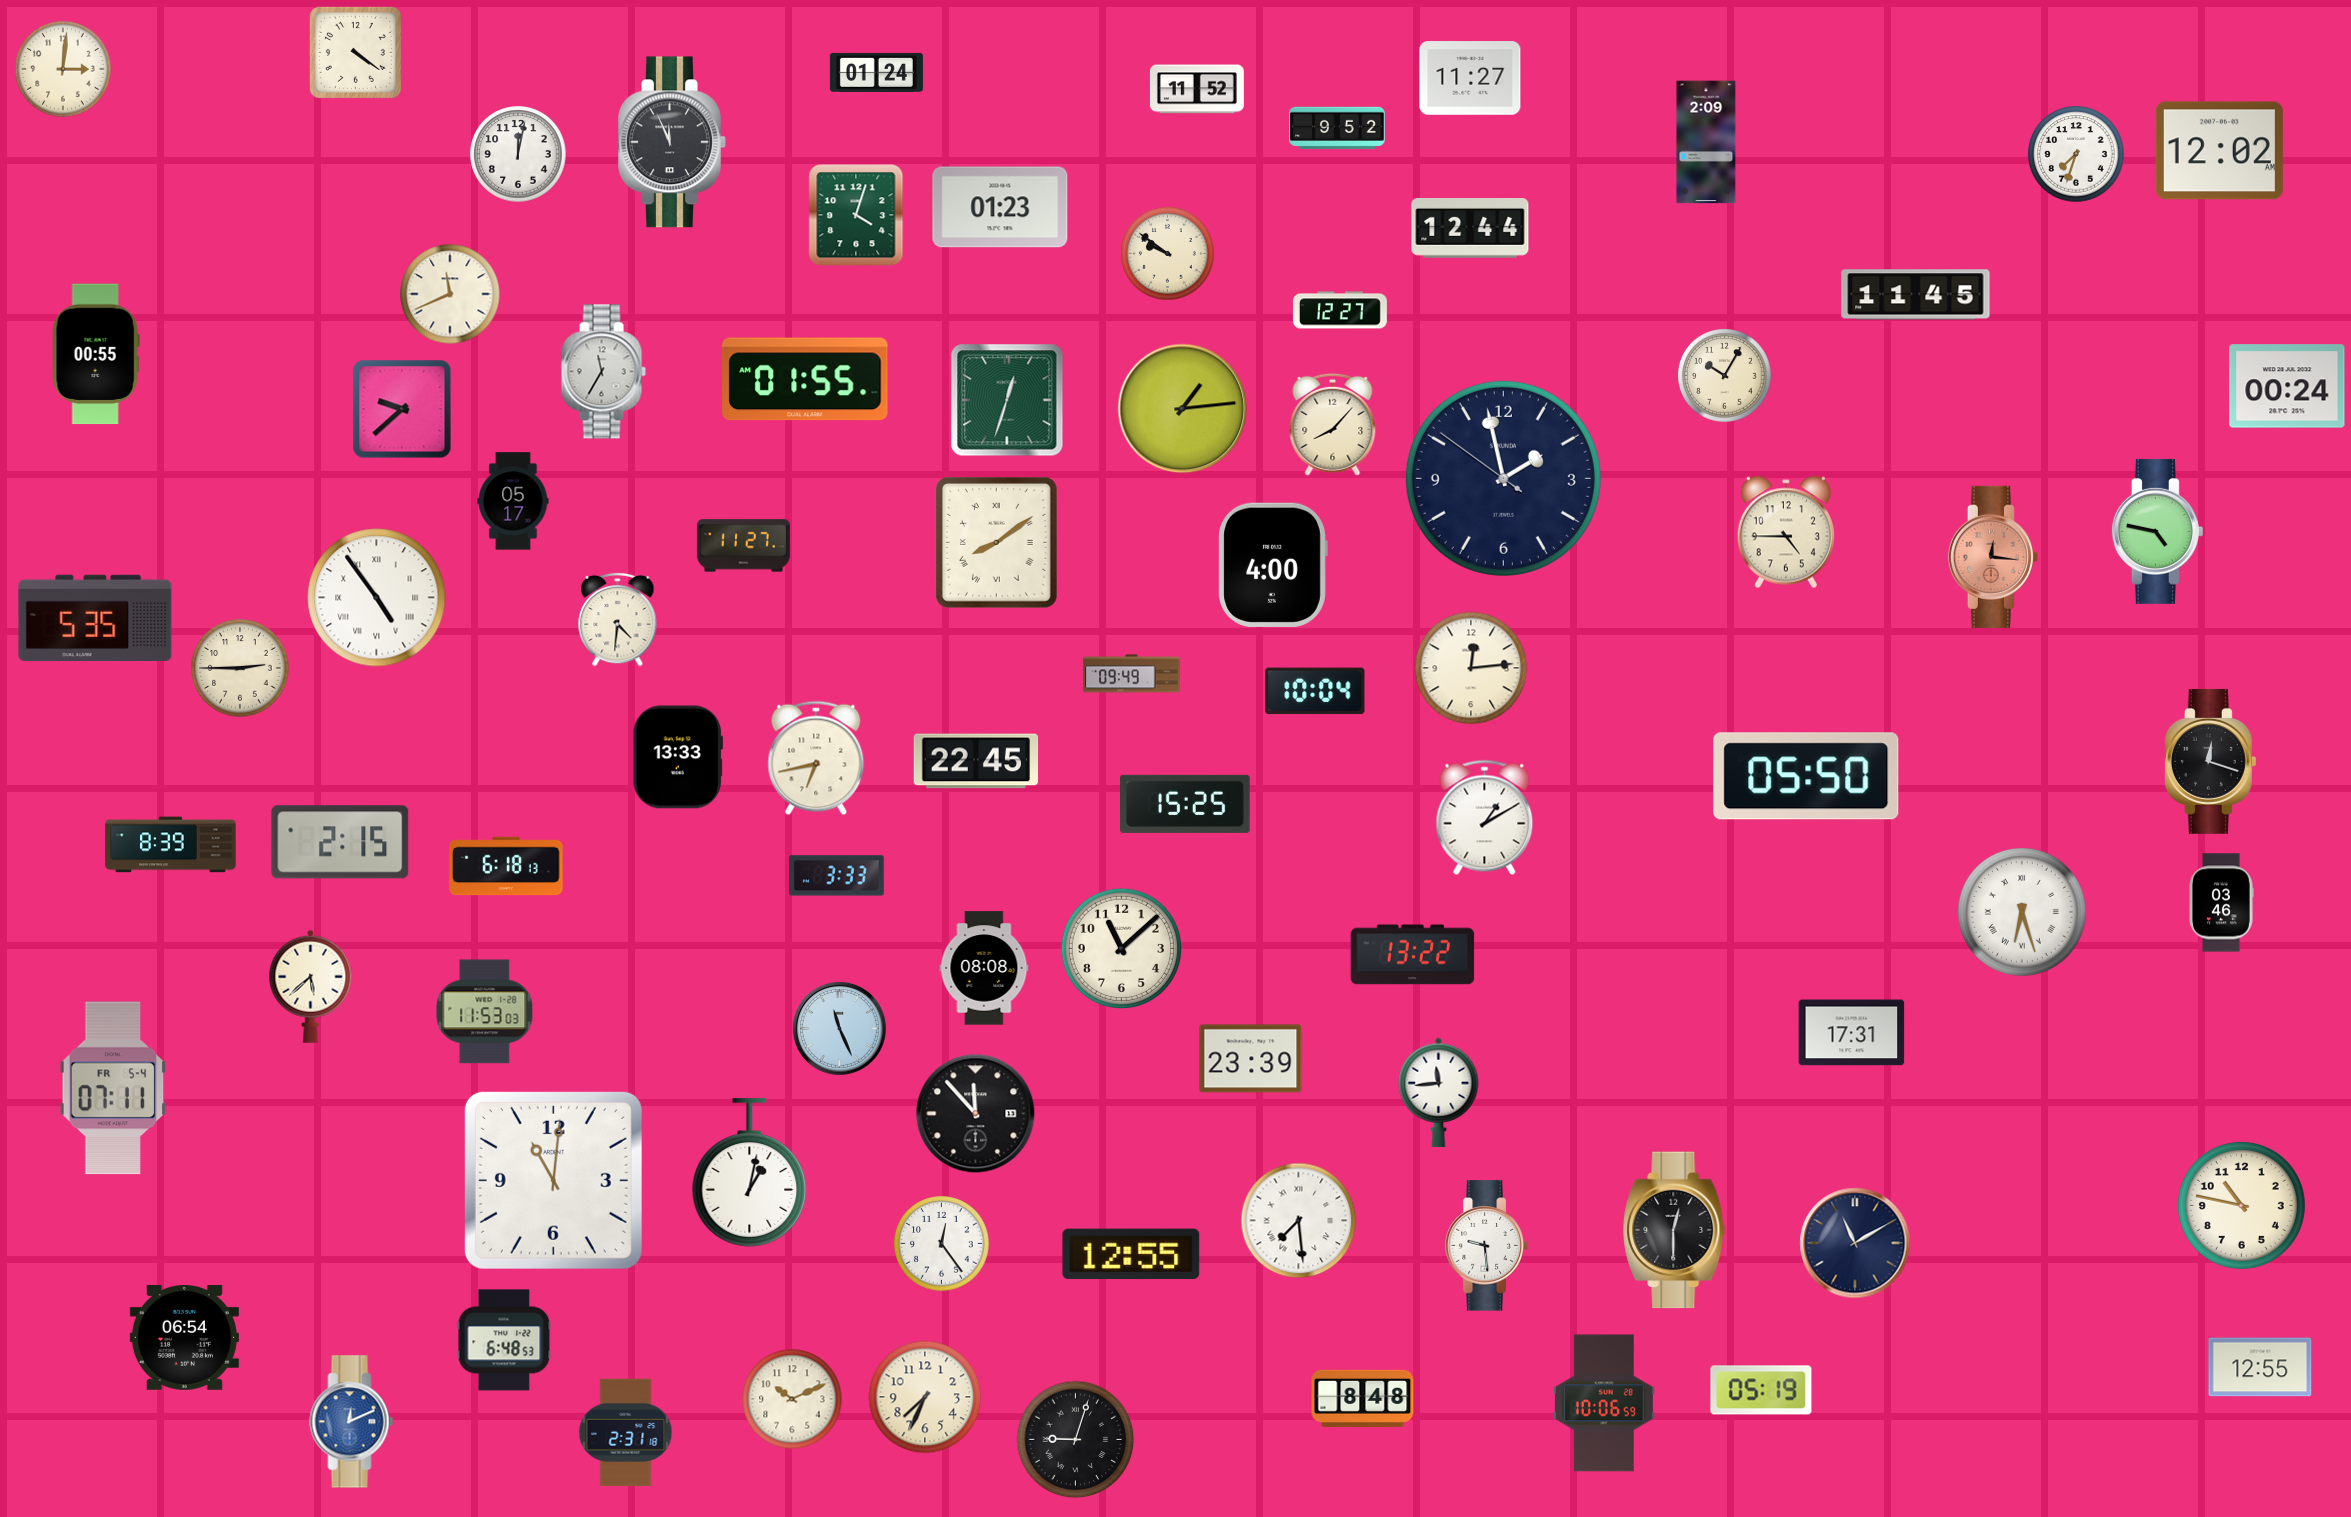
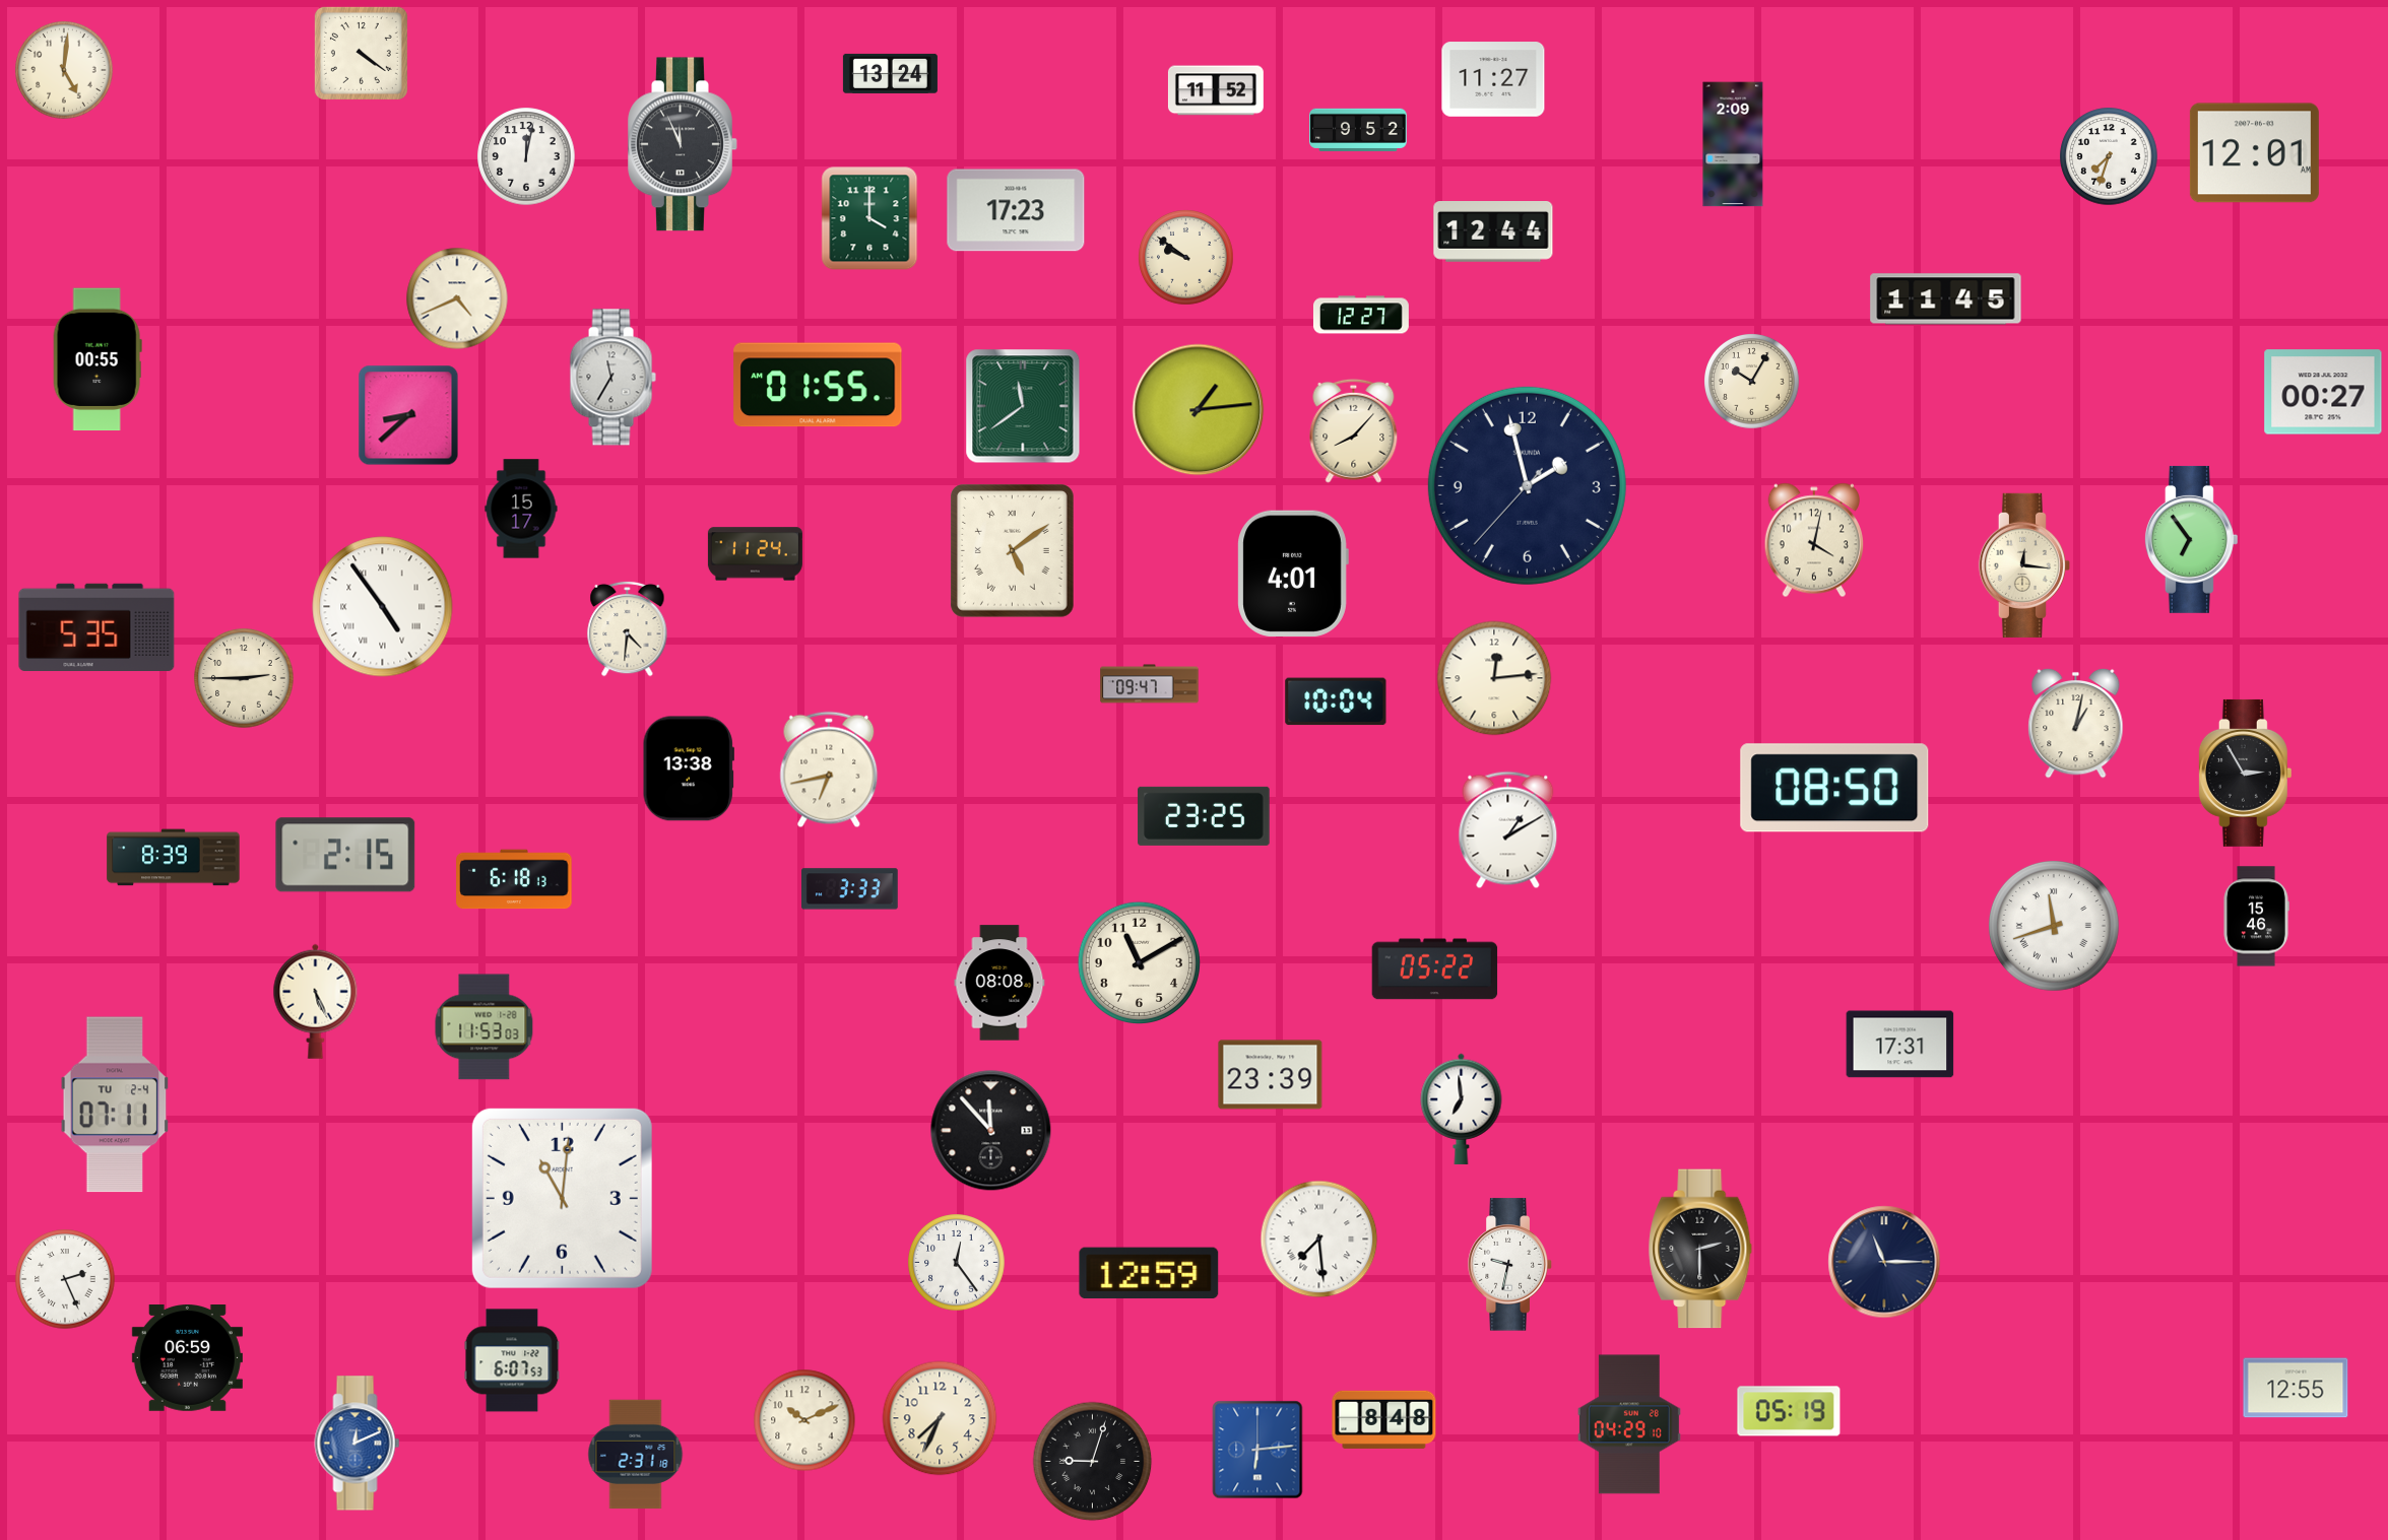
clock at (63, 69): 3:01 -> 5:01
clock at (876, 72): 01:24 -> 13:24
clock at (2219, 151): 12:02 -> 12:01
clock at (1000, 207): 01:23 -> 17:23
clock at (856, 215): 4:03 -> 4:00
clock at (450, 294): 11:41 -> 4:41
clock at (2287, 386): 00:24 -> 00:27
clock at (1007, 400): 12:33 -> 11:39
clock at (402, 409): 9:38 -> 8:38
clock at (1183, 409) position: (1183, 409) -> (1199, 410)
clock at (1503, 478): 1:57:51 -> 1:57:37
clock at (513, 501): 05:17 -> 15:17
clock at (2157, 531): 4:47 -> 6:54
clock at (1786, 532): 4:45 -> 4:02
clock at (996, 543): 8:09 -> 5:09
clock at (743, 546): 11:27 -> 11:24
clock at (1993, 557) dial: salmon -> cream
clock at (1273, 565): 4:00 -> 4:01
clock at (1132, 674): 09:49 -> 09:47
clock at (2076, 723): none -> 1:02
clock at (678, 757): 13:33 -> 13:38
clock at (976, 761): 22:45 -> none
clock at (2210, 761): 12:18 -> 2:55
clock at (1806, 776): 05:50 -> 08:50
clock at (1185, 804): 15:25 -> 23:25
clock at (2221, 903): 03:46 -> 15:46
clock at (2022, 912): 6:27 -> 11:42
clock at (1121, 948): 11:08 -> 11:10
clock at (1413, 955): 13:22 -> 05:22
clock at (311, 986): 5:38 -> 5:26
clock at (485, 1012) position: (485, 1012) -> (485, 1027)
clock at (839, 1028): 11:26 -> none
clock at (1852, 1033) position: (1852, 1033) -> (1900, 1045)
clock at (113, 1088) date: FR 5-4 -> TU 2-4
clock at (1439, 1092): 11:44 -> 6:59
clock at (750, 1173): 1:02 -> none
clock at (2241, 1205): 10:47 -> none
clock at (1675, 1230): 12:30 -> 2:30
clock at (1855, 1243): 11:10 -> 11:15
clock at (1487, 1246): 9:29 -> 9:32
clock at (1131, 1254): 12:55 -> 12:59
clock at (65, 1279): none -> 2:26
clock at (184, 1338): 06:54 -> 06:59
clock at (504, 1340): 6:48 -> 6:07
clock at (1604, 1403): 10:06 -> 04:29
clock at (1257, 1450): none -> 6:14
